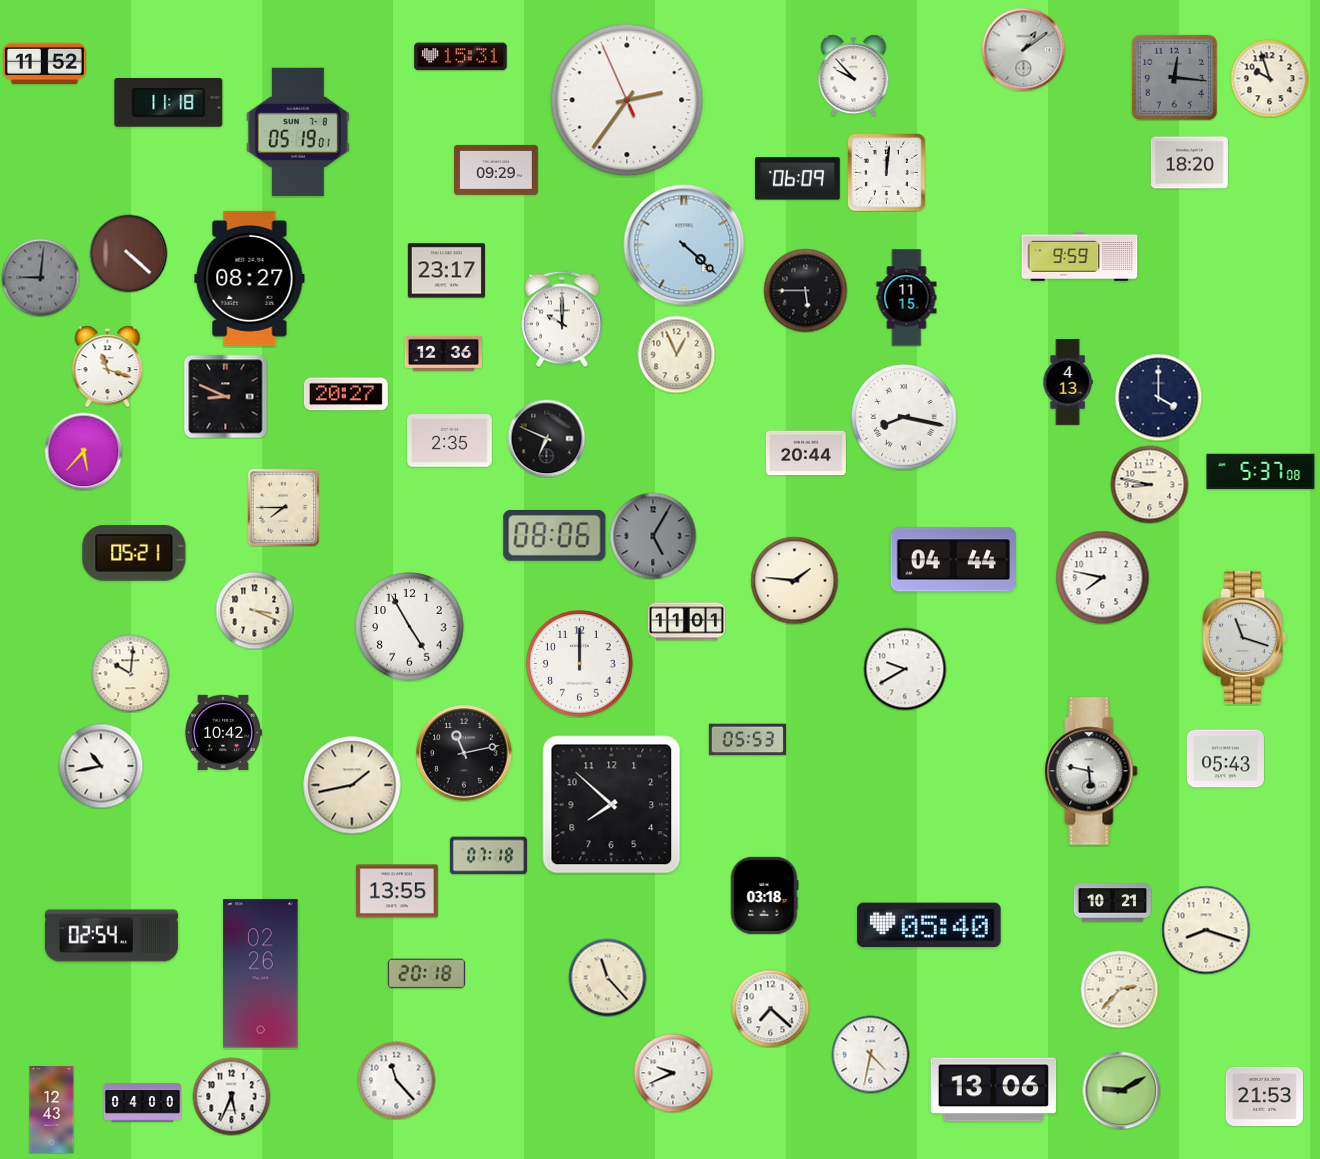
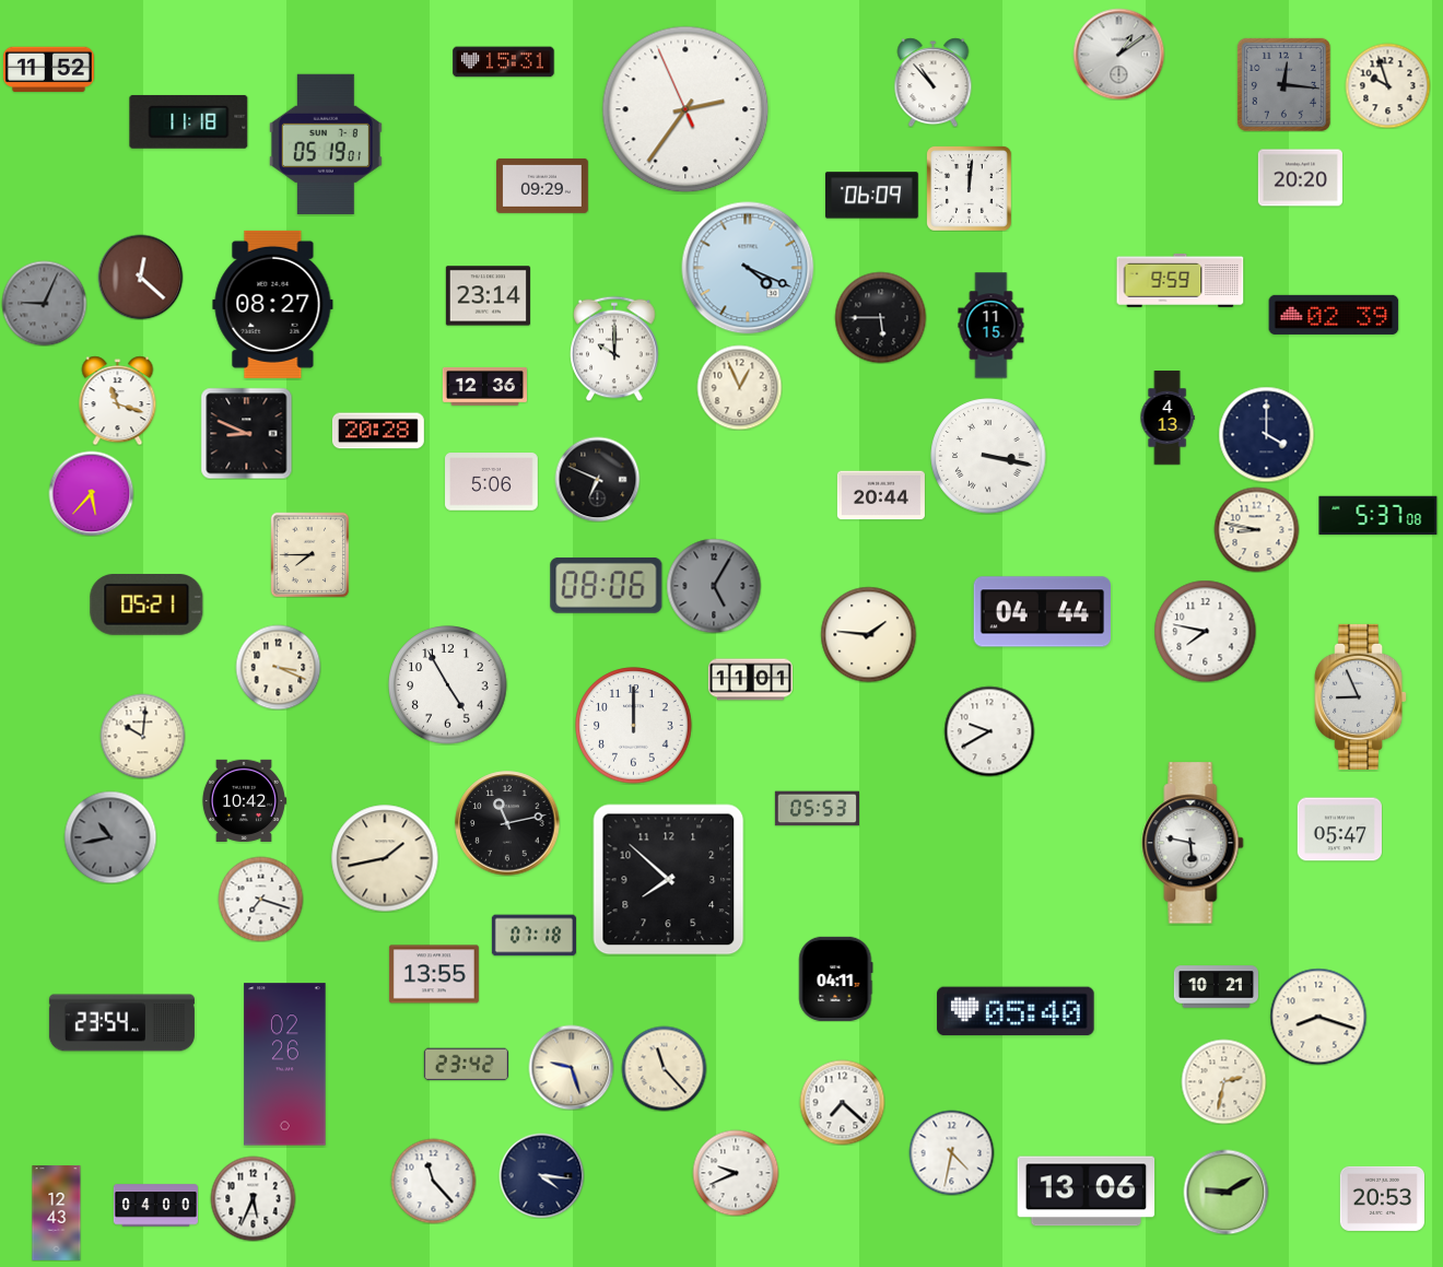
clock at (854, 75): 9:53 -> 10:53
clock at (169, 103) position: (169, 103) -> (189, 122)
clock at (1189, 163): 18:20 -> 20:20
clock at (684, 245): 4:22 -> 4:19
clock at (128, 253): 4:22 -> 12:22
clock at (446, 271): 23:17 -> 23:14
clock at (40, 277): 9:01 -> 9:04
clock at (1334, 315): none -> 02:39
clock at (346, 394): 20:27 -> 20:28
clock at (904, 417): 8:17 -> 3:17
clock at (450, 441): 2:35 -> 5:06
clock at (1245, 637): 11:18 -> 8:56
clock at (1225, 759): 05:43 -> 05:47
clock at (101, 766) dial: white -> grey
clock at (260, 899): none -> 7:18
clock at (765, 895): 03:18 -> 04:11
clock at (111, 936): 02:54 -> 23:54
clock at (426, 974): 20:18 -> 23:42
clock at (571, 1067): none -> 9:27
clock at (1119, 989): 2:37 -> 2:32
clock at (541, 1175): none -> 4:16
clock at (1264, 1096): 21:53 -> 20:53
